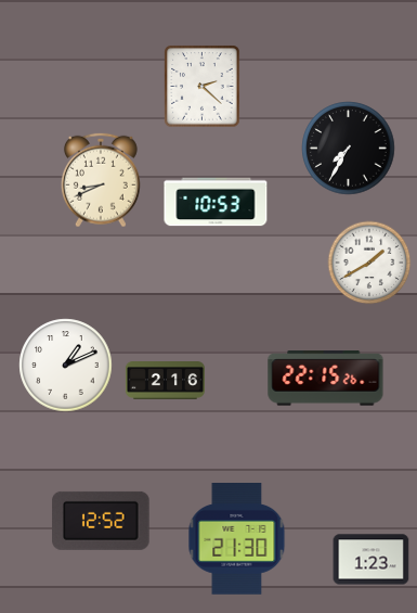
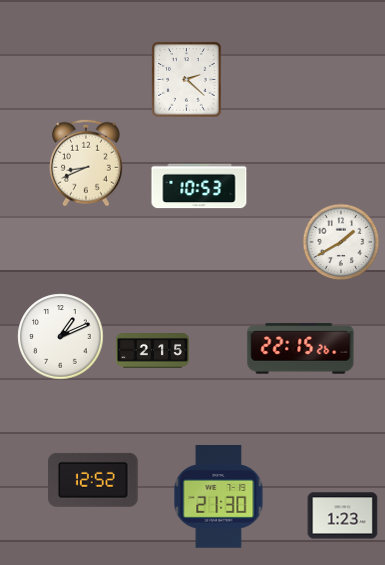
clock at (349, 149): 7:35 -> none
clock at (101, 180) position: (101, 180) -> (86, 163)
clock at (165, 381): 2:16 -> 2:15
